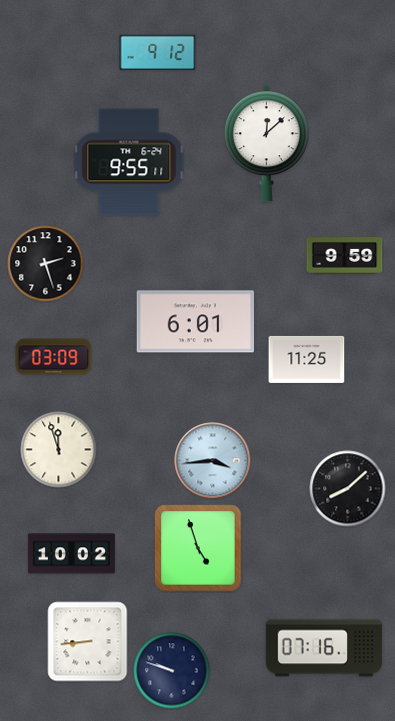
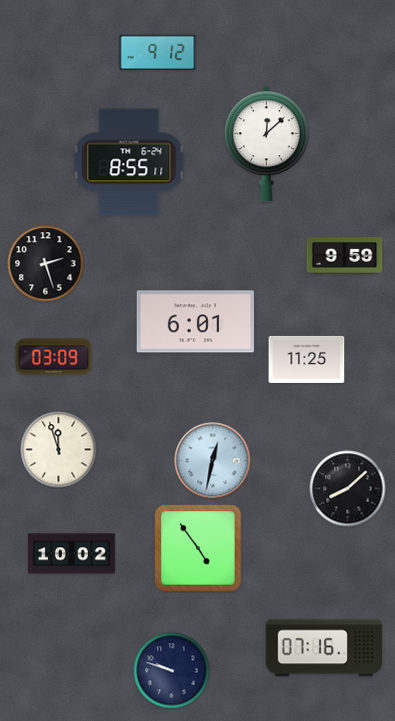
clock at (129, 162): 9:55 -> 8:55
clock at (213, 461): 3:44 -> 12:32
clock at (198, 548): 4:57 -> 4:54
clock at (88, 642): 8:44 -> none
